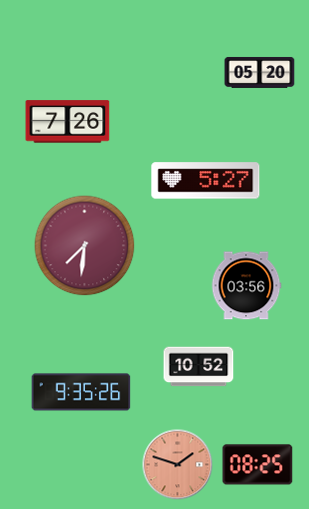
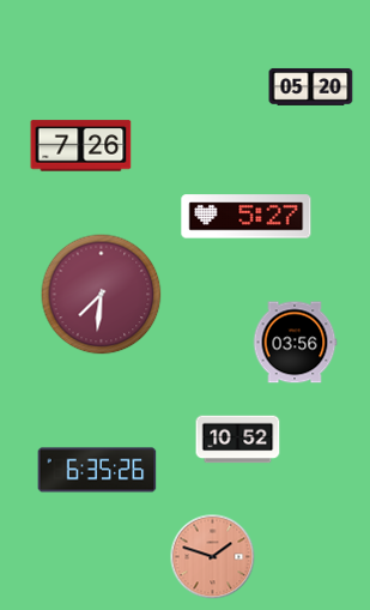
clock at (81, 392): 9:35 -> 6:35
clock at (258, 465): 08:25 -> none
